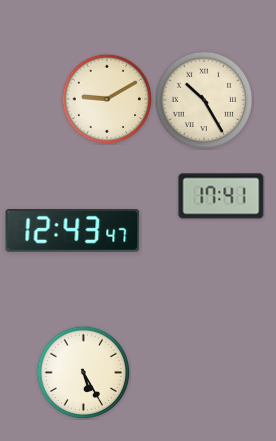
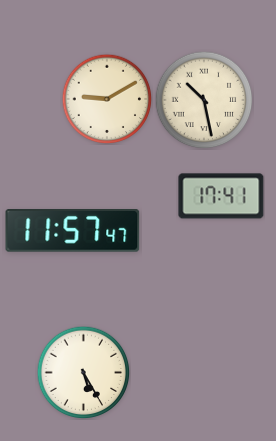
clock at (204, 100): 10:25 -> 10:28
clock at (73, 231): 12:43 -> 11:57
